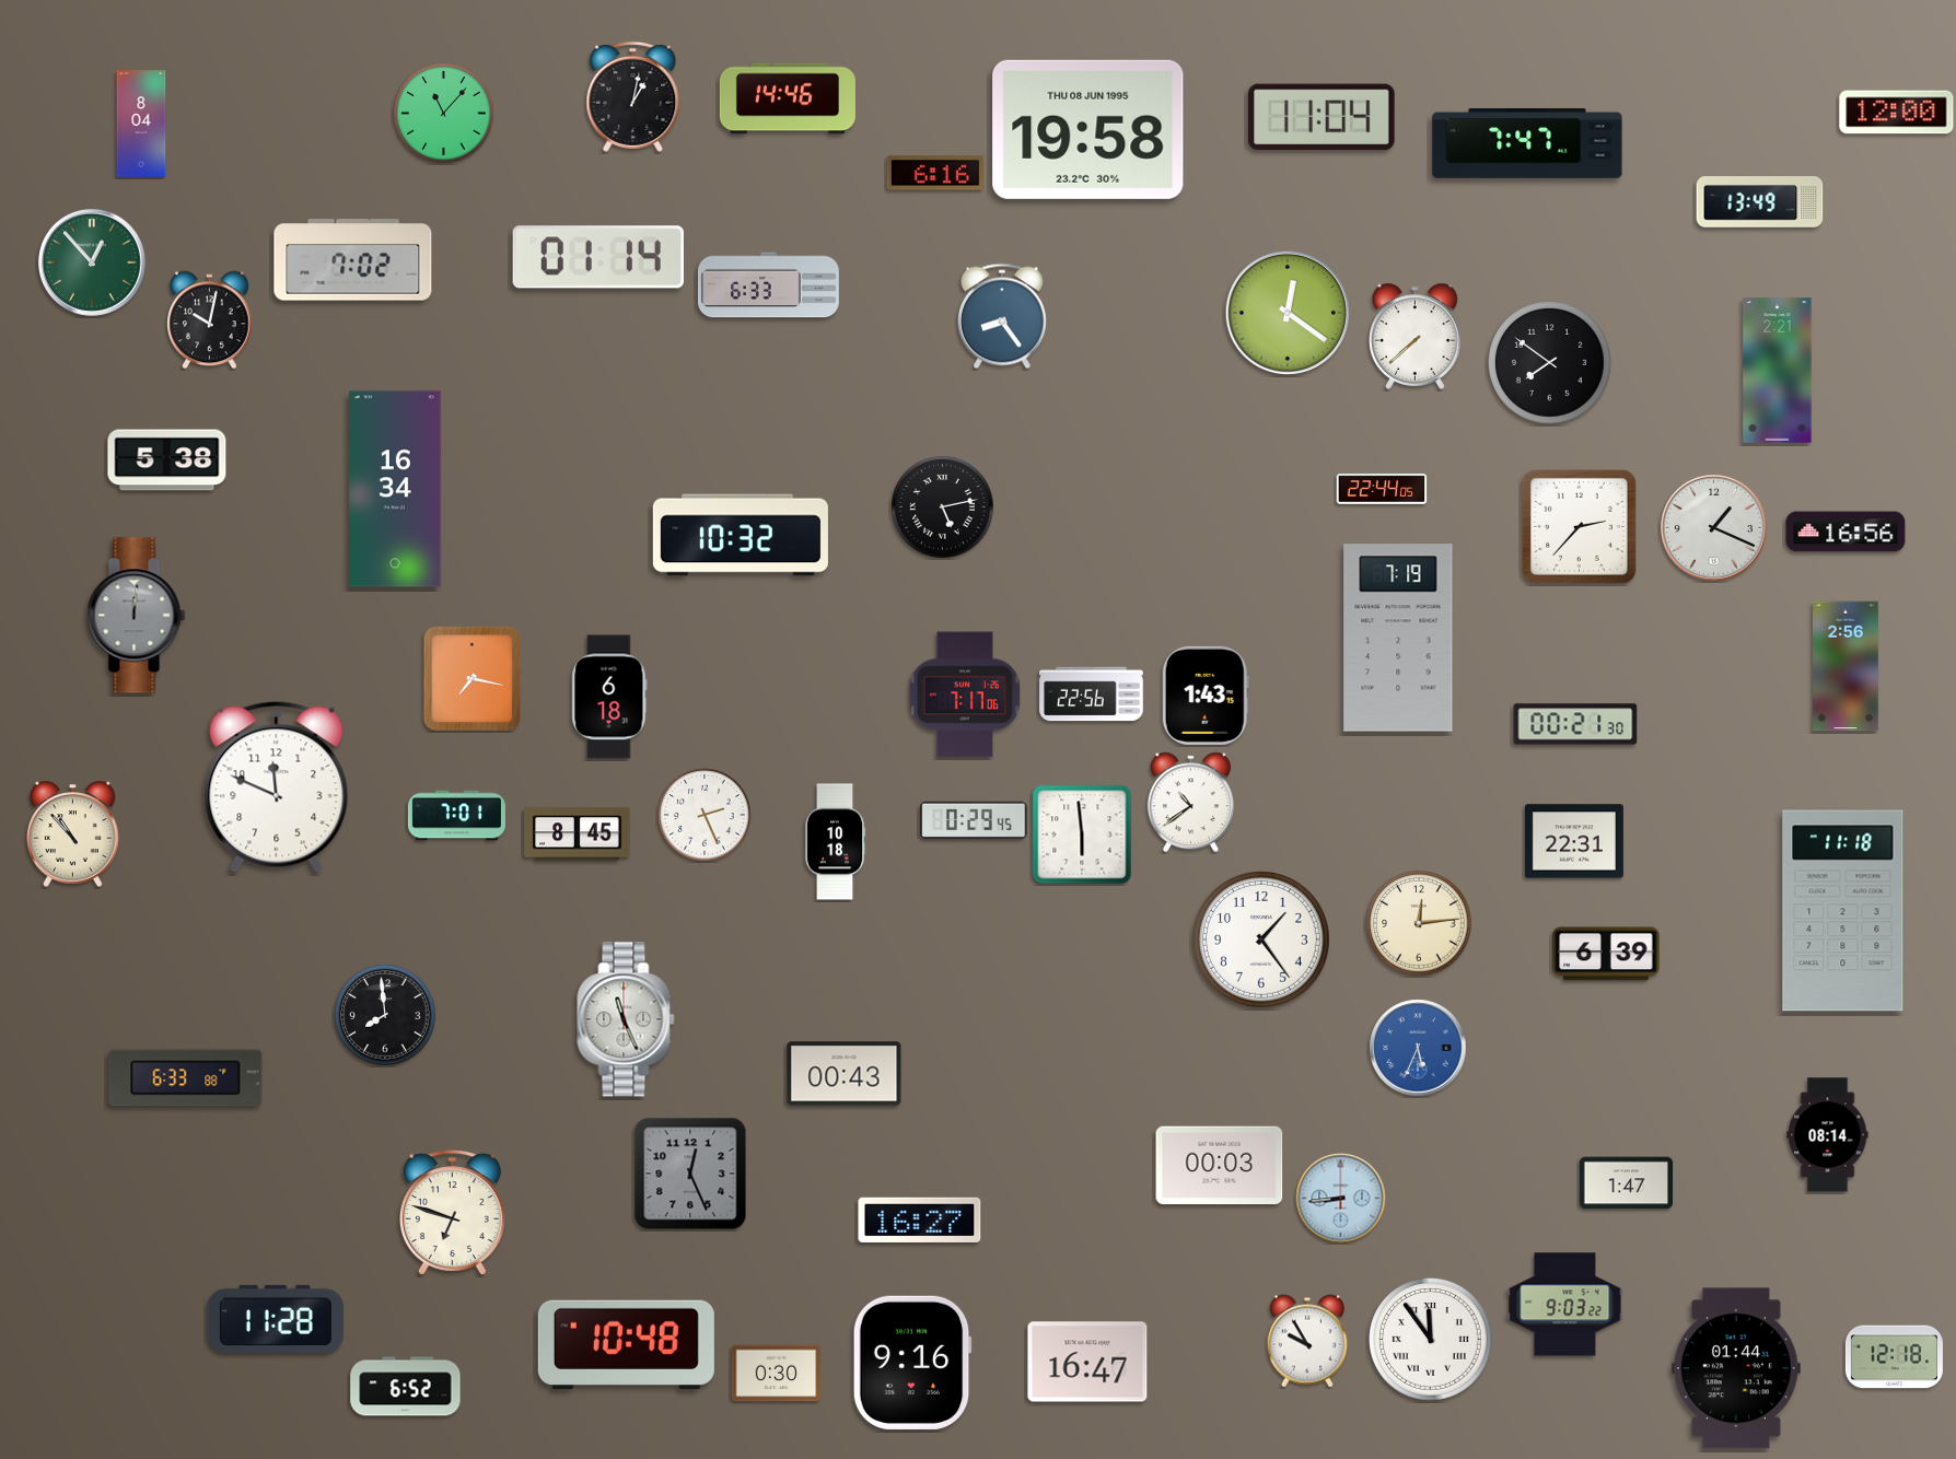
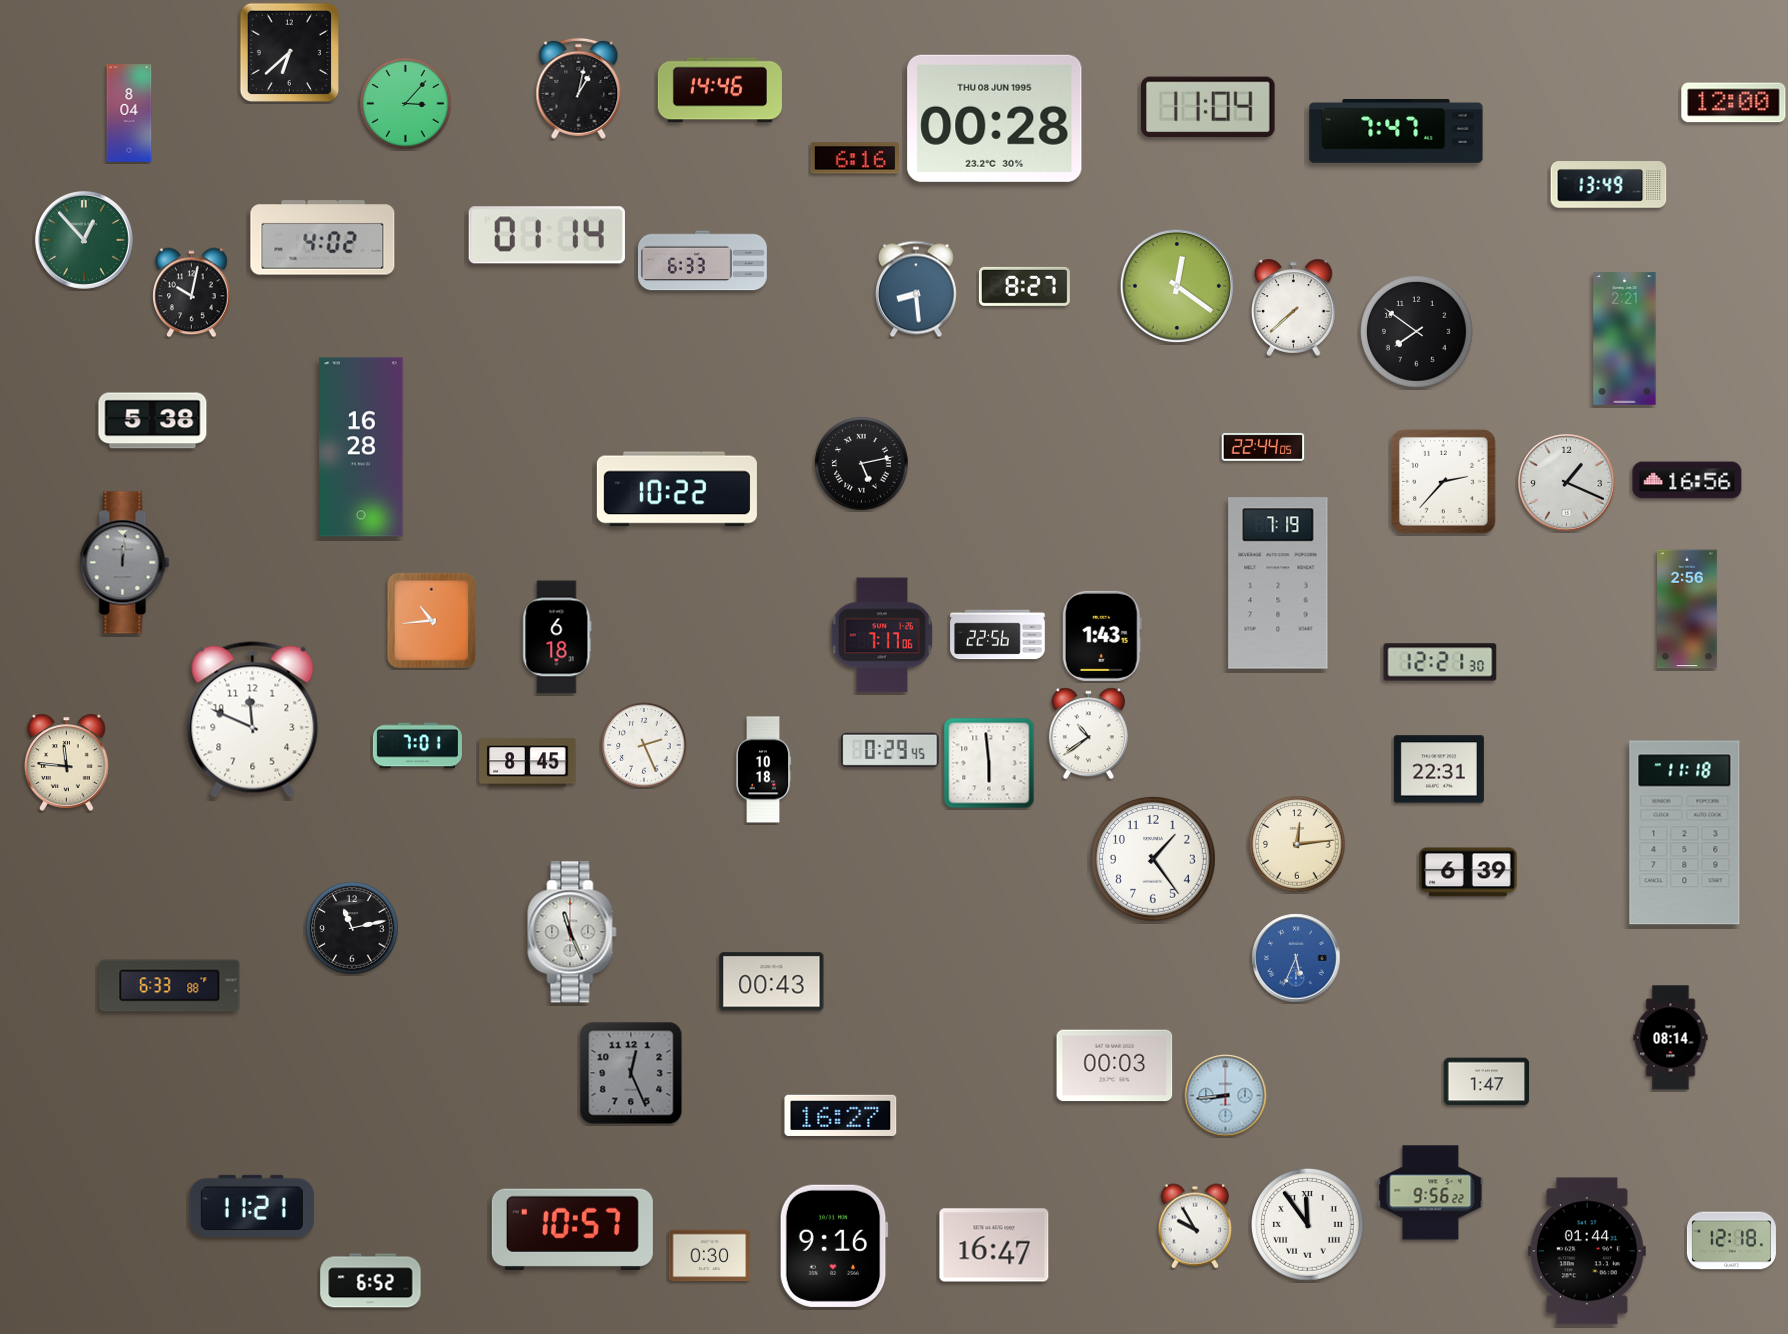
clock at (289, 52): none -> 6:38
clock at (444, 114): 11:07 -> 3:07
clock at (1088, 129): 19:58 -> 00:28
clock at (353, 260): 7:02 -> 4:02
clock at (1024, 286): none -> 8:27
clock at (1002, 316): 8:24 -> 8:29
clock at (395, 489): 16:34 -> 16:28
clock at (1846, 532) position: (1846, 532) -> (1687, 480)
clock at (741, 535): 10:32 -> 10:22
clock at (473, 679): 7:17 -> 10:44
clock at (1575, 724): 00:21 -> 12:21
clock at (73, 833): 10:53 -> 11:46
clock at (385, 1015): 7:59 -> 11:13
clock at (452, 1213): 6:48 -> none
clock at (1565, 1305): 9:03 -> 9:56
clock at (276, 1319): 11:28 -> 11:21
clock at (626, 1344): 10:48 -> 10:57
clock at (406, 1387) position: (406, 1387) -> (371, 1281)
